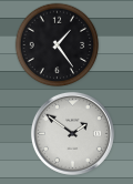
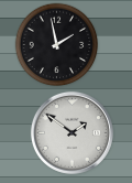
clock at (58, 45): 1:24 -> 1:58
